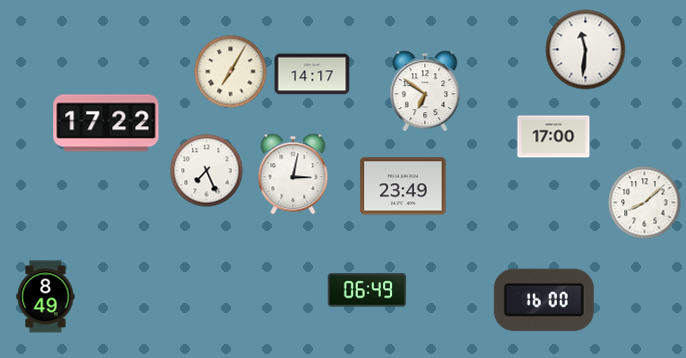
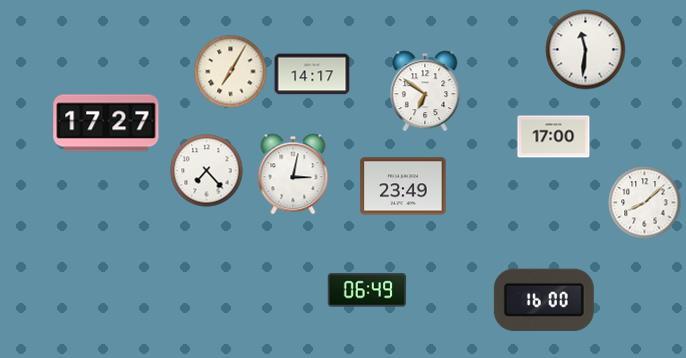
clock at (106, 123): 17:22 -> 17:27
clock at (207, 171): 7:26 -> 7:23
clock at (46, 297): 8:49 -> none
